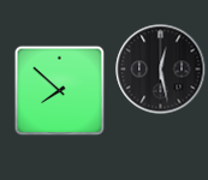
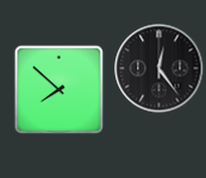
clock at (161, 70): 12:28 -> 12:24
